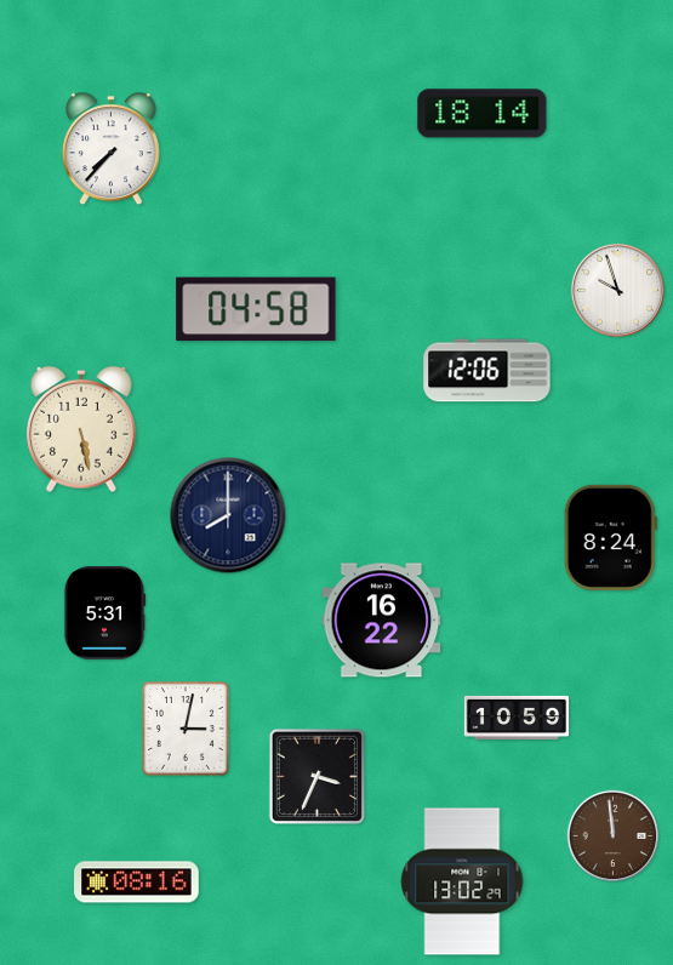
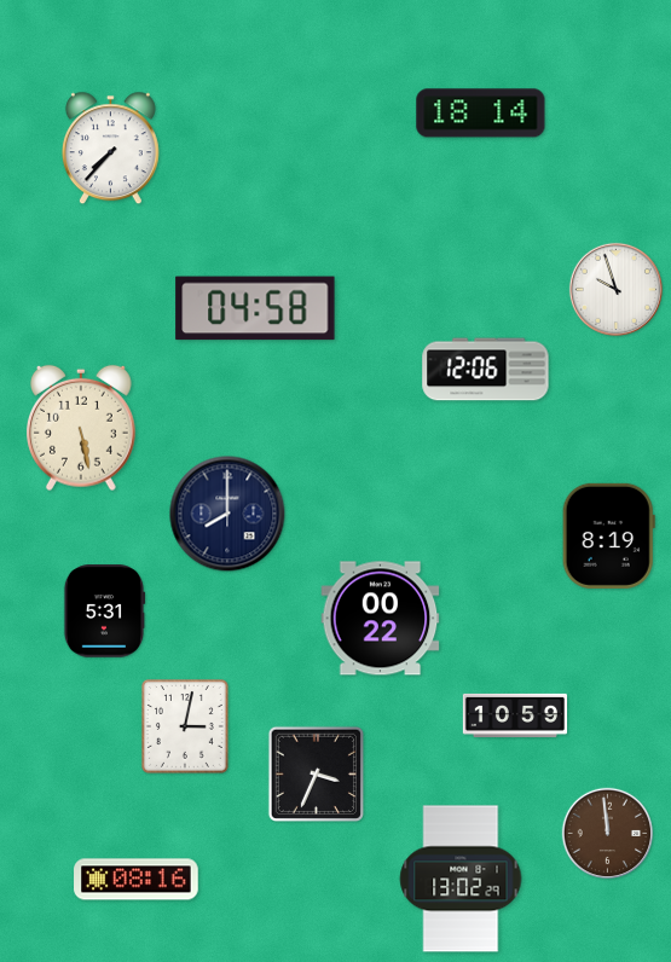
clock at (610, 537): 8:24 -> 8:19
clock at (382, 621): 16:22 -> 00:22
clock at (614, 836) position: (614, 836) -> (608, 834)
